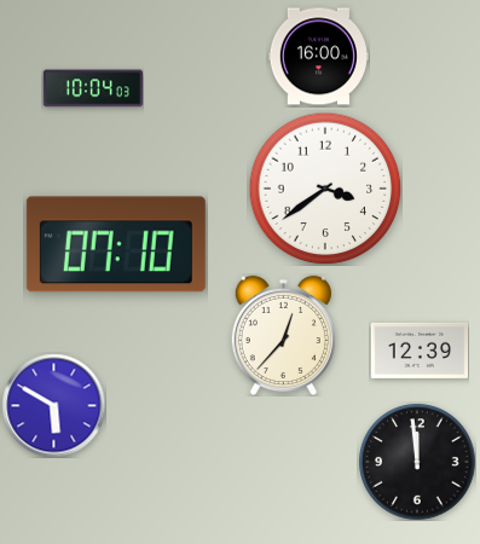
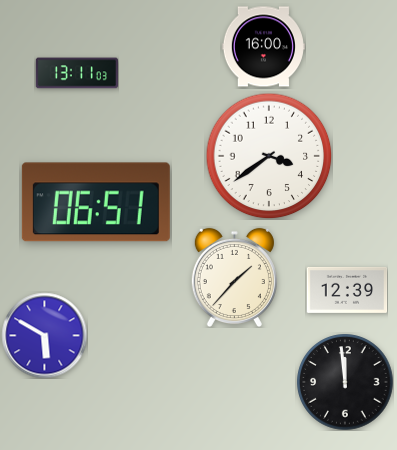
clock at (92, 88): 10:04 -> 13:11
clock at (116, 244): 07:10 -> 06:51
clock at (283, 335): 12:37 -> 1:37
